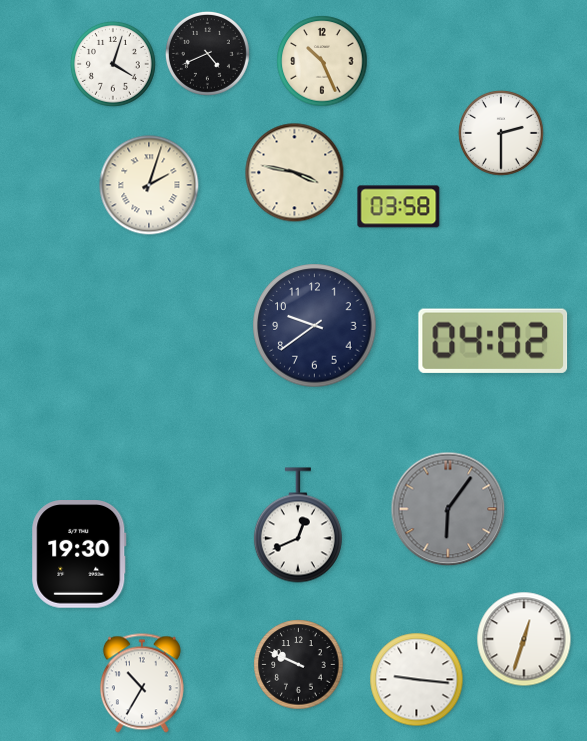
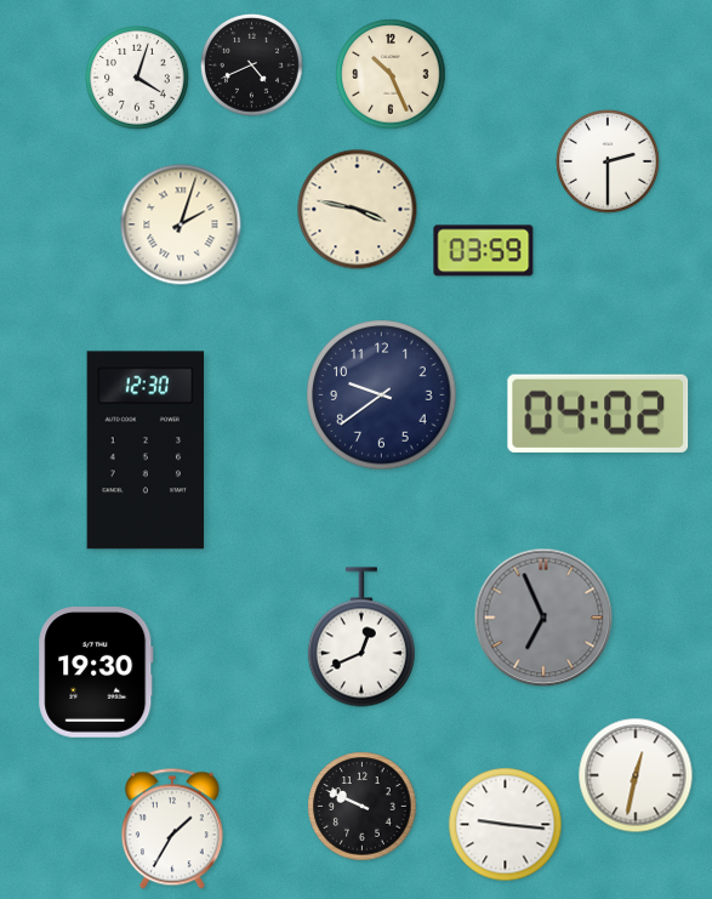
clock at (399, 207): 03:58 -> 03:59
clock at (146, 450): none -> 12:30
clock at (448, 509): 6:06 -> 6:56
clock at (524, 639): 12:33 -> 12:32
clock at (142, 683): 10:35 -> 1:35
